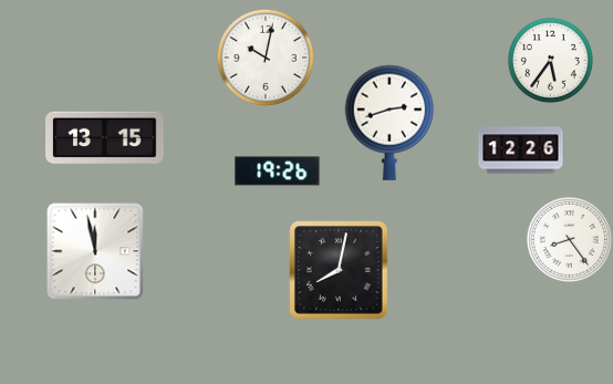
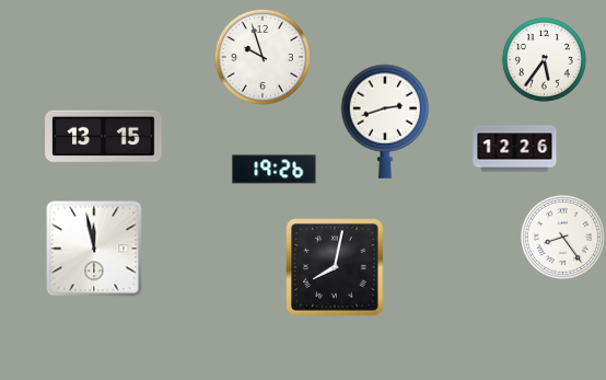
clock at (266, 58): 10:02 -> 9:57
